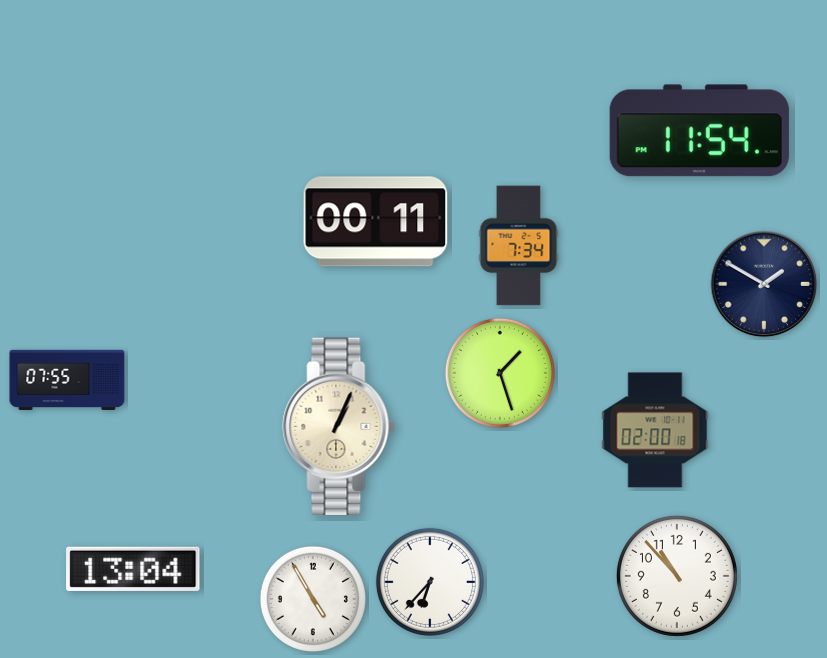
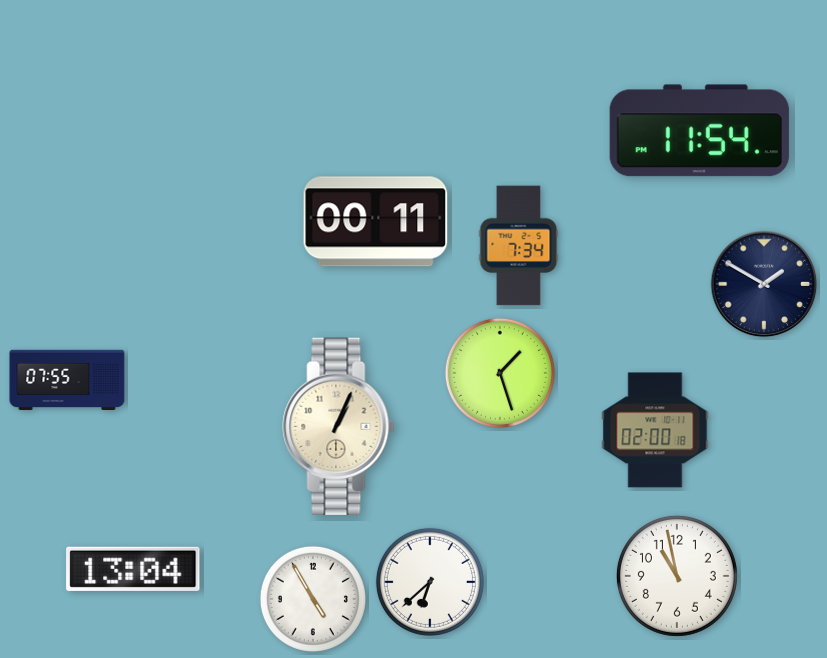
clock at (677, 576): 10:53 -> 10:58
clock at (430, 582): 6:37 -> 6:38
